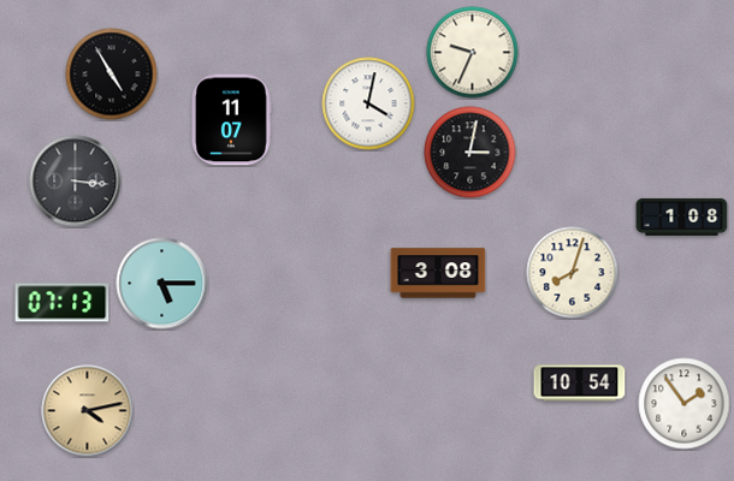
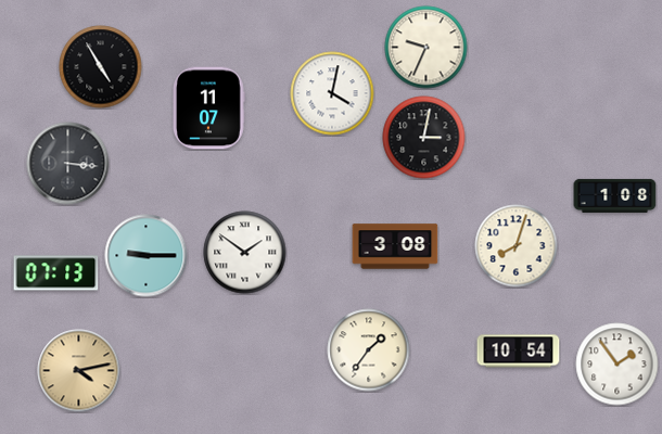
clock at (245, 253): none -> 1:51
clock at (162, 284): 5:15 -> 9:15
clock at (580, 384) position: (580, 384) -> (519, 352)
clock at (369, 350): none -> 1:36
